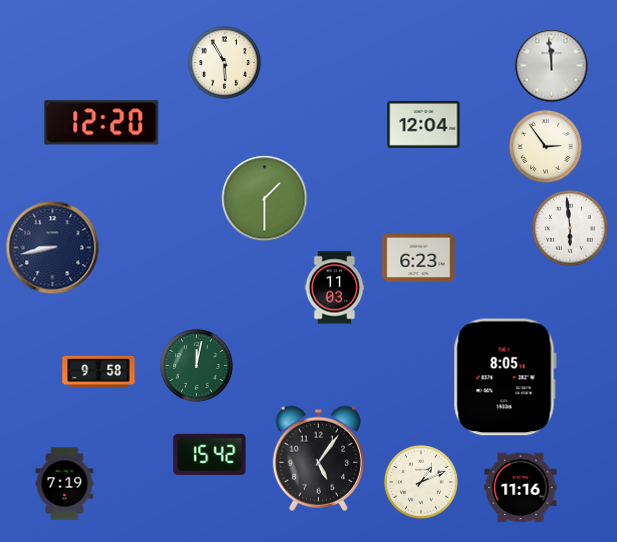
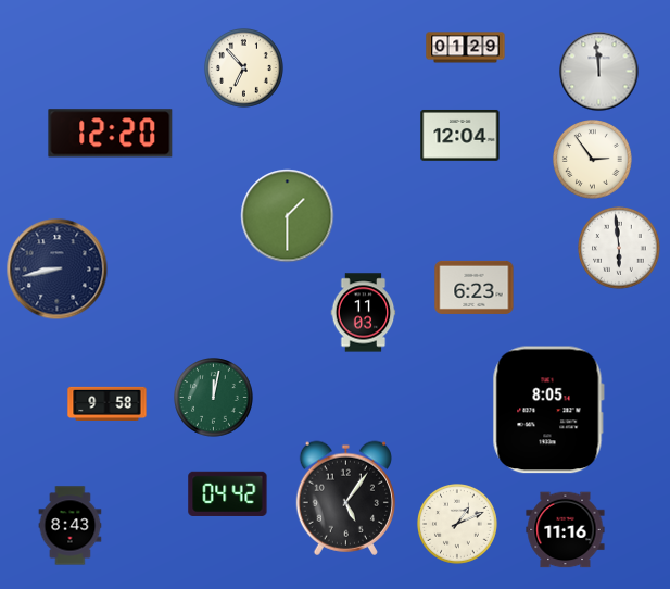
clock at (466, 48): none -> 01:29
clock at (225, 63): 5:55 -> 6:53
clock at (419, 257) position: (419, 257) -> (475, 287)
clock at (210, 454): 15:42 -> 04:42
clock at (65, 484): 7:19 -> 8:43
